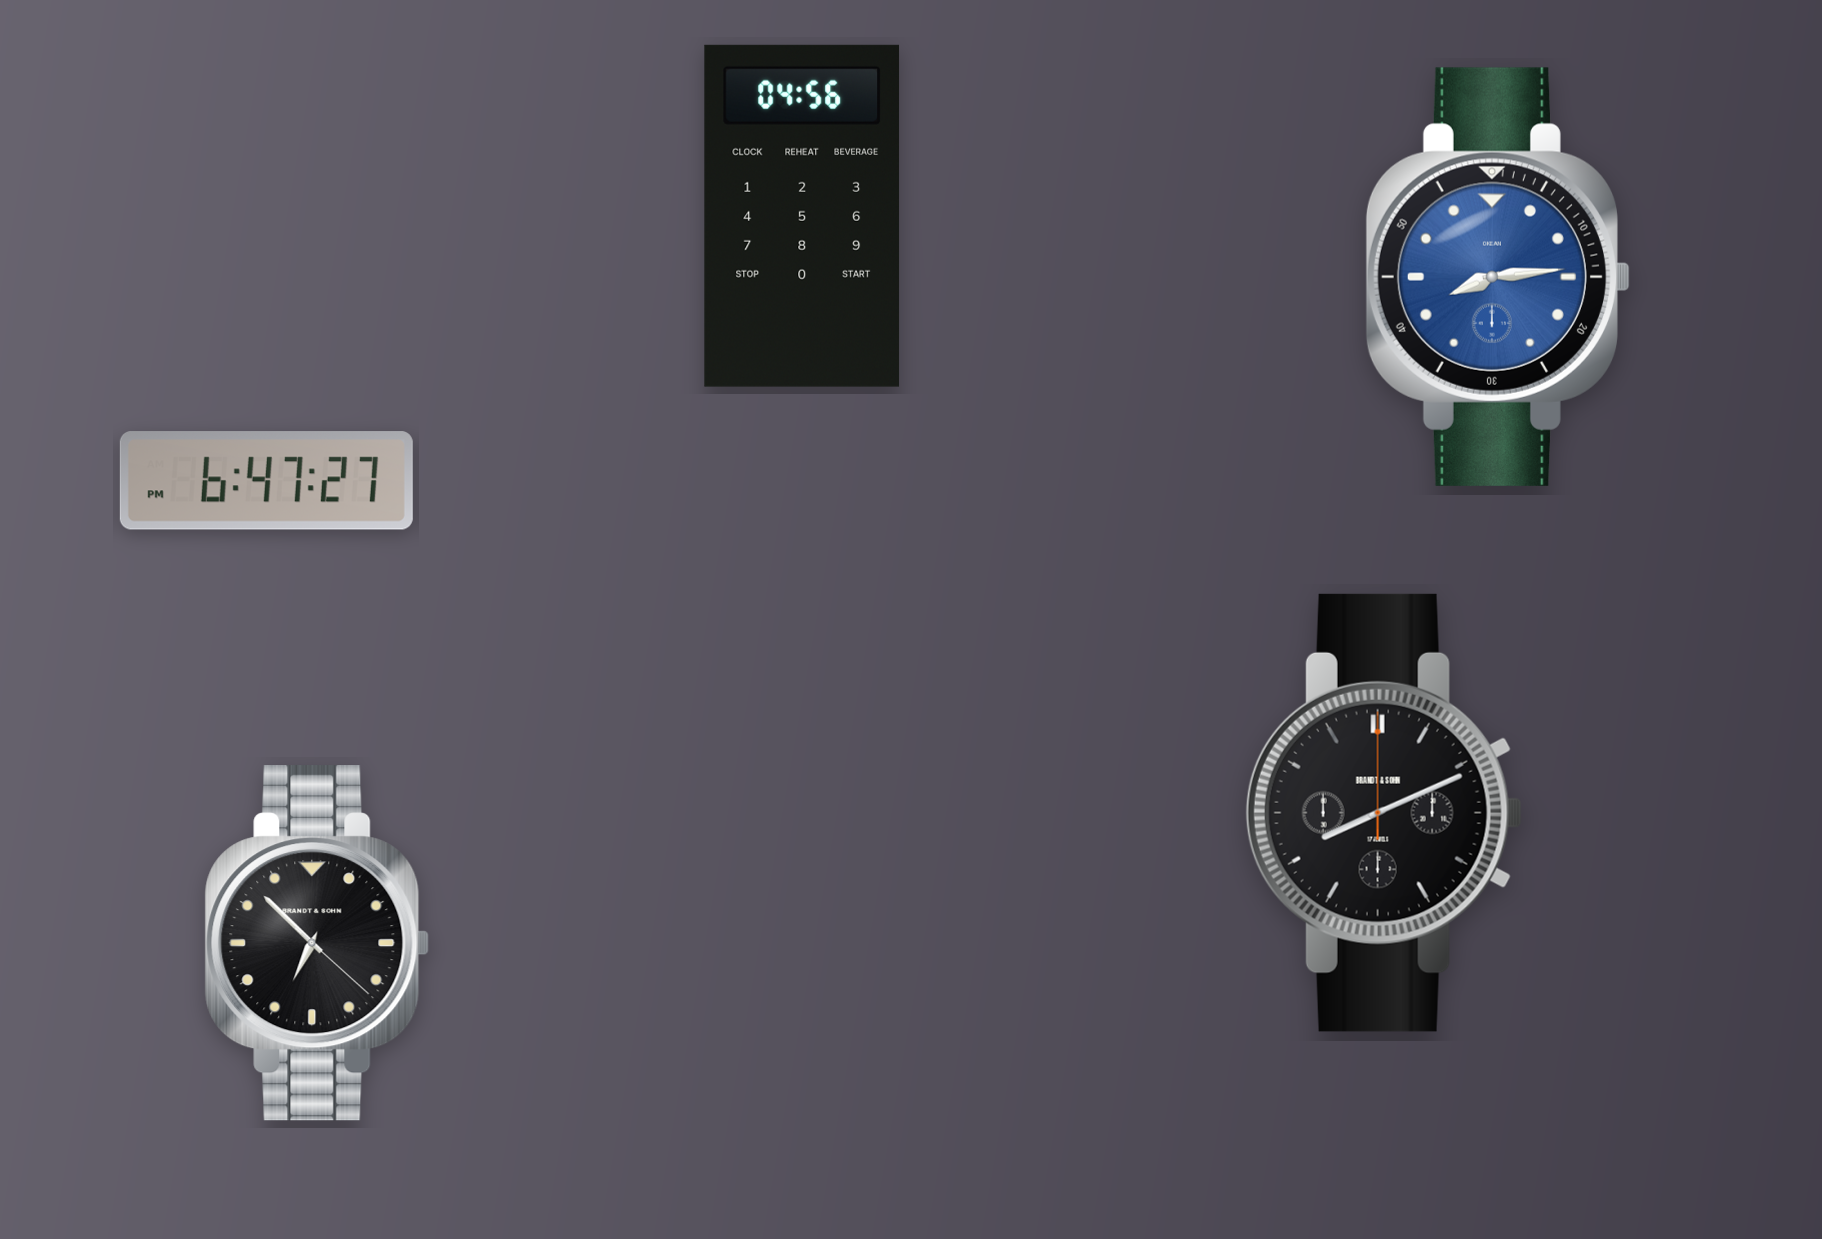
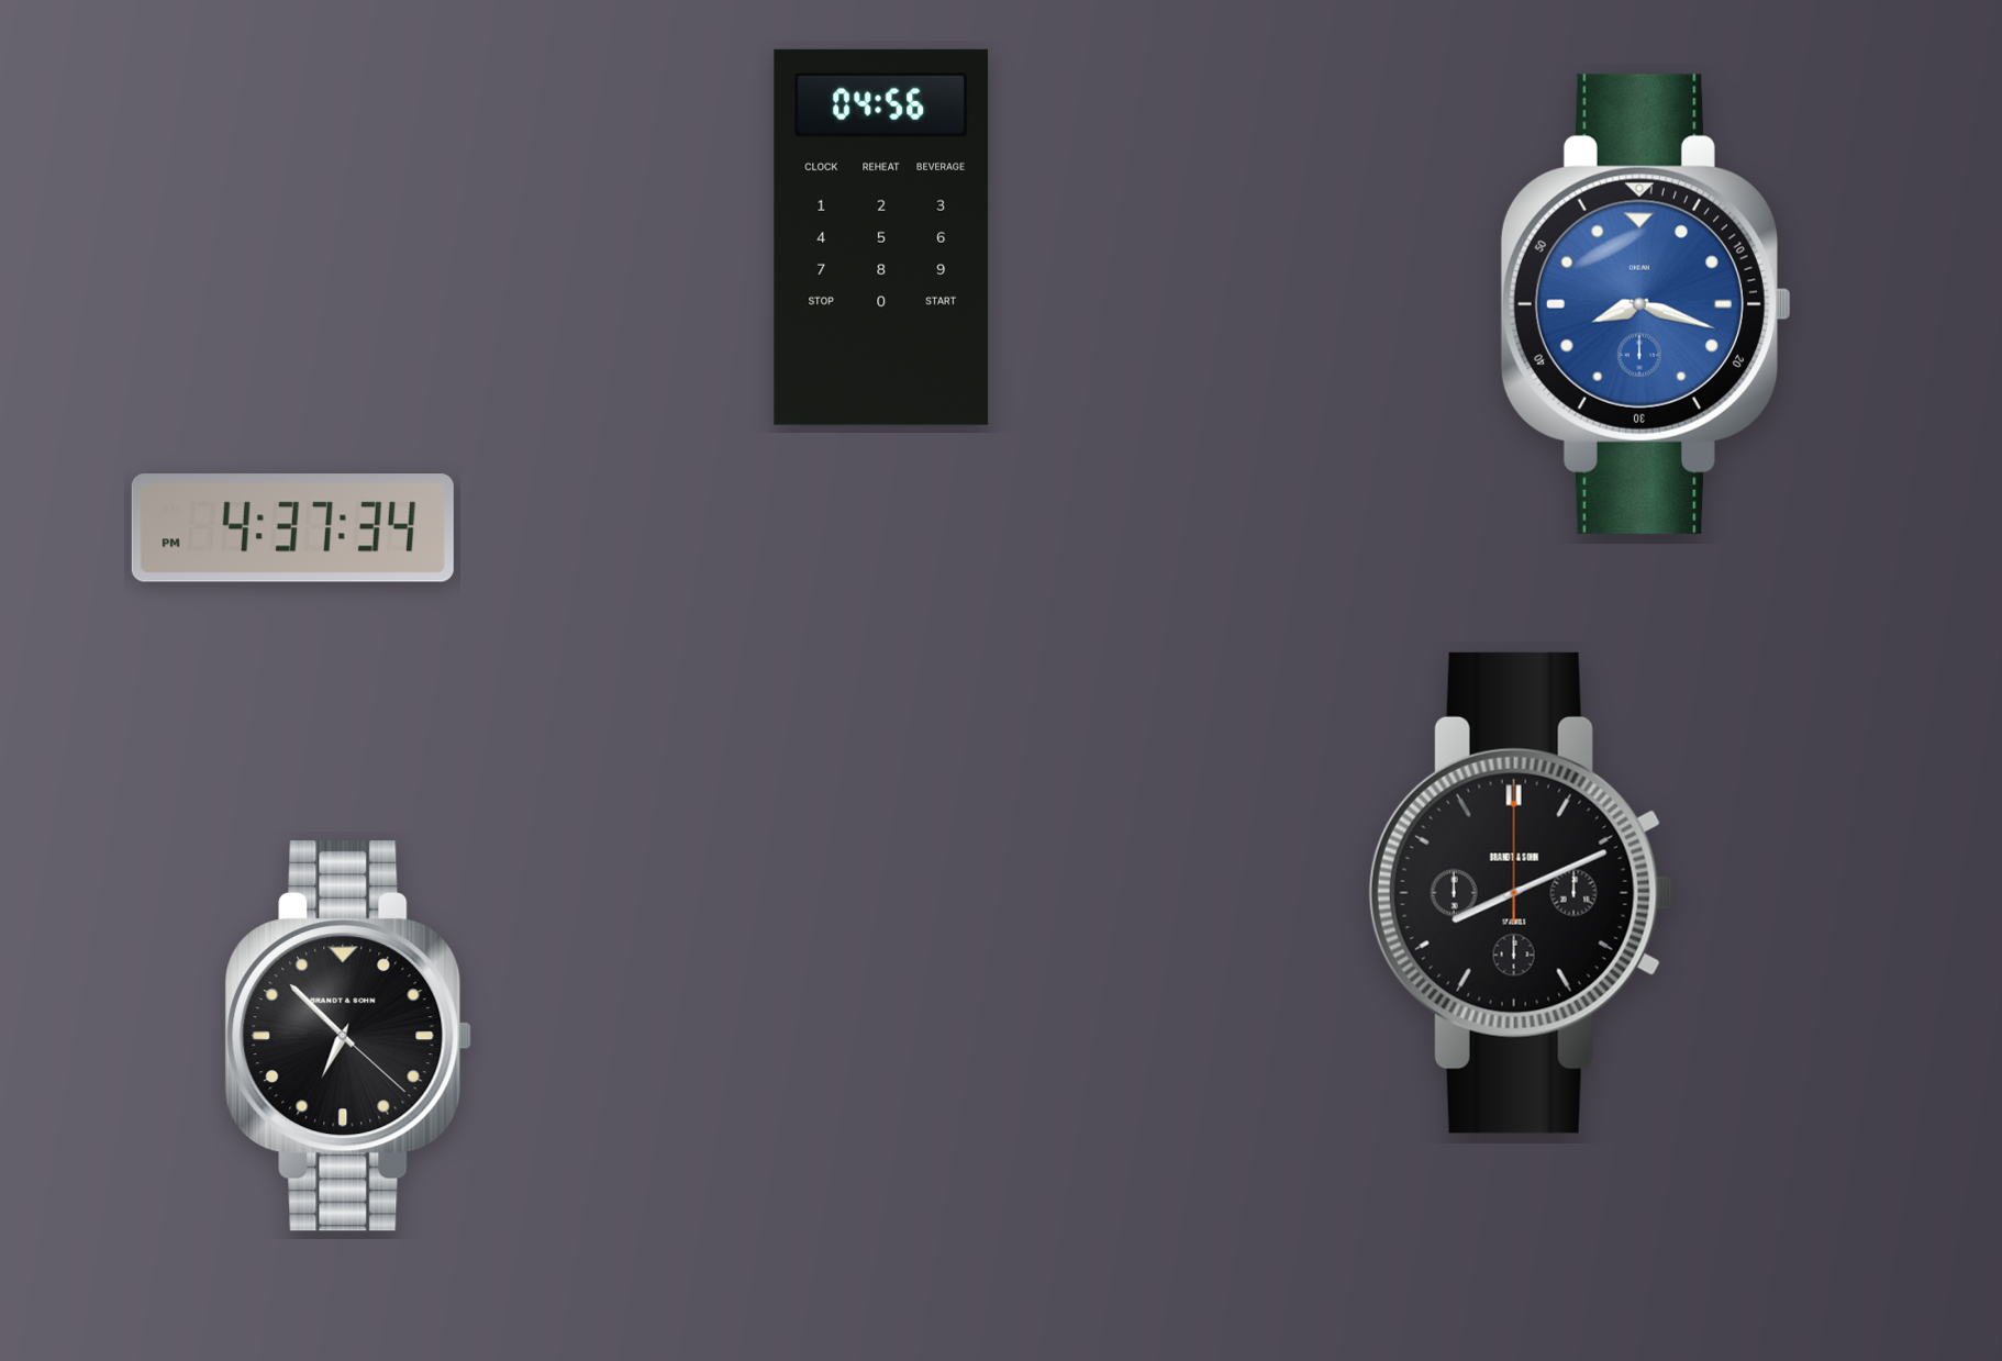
clock at (1498, 277): 8:14 -> 8:18
clock at (266, 481): 6:47 -> 4:37
